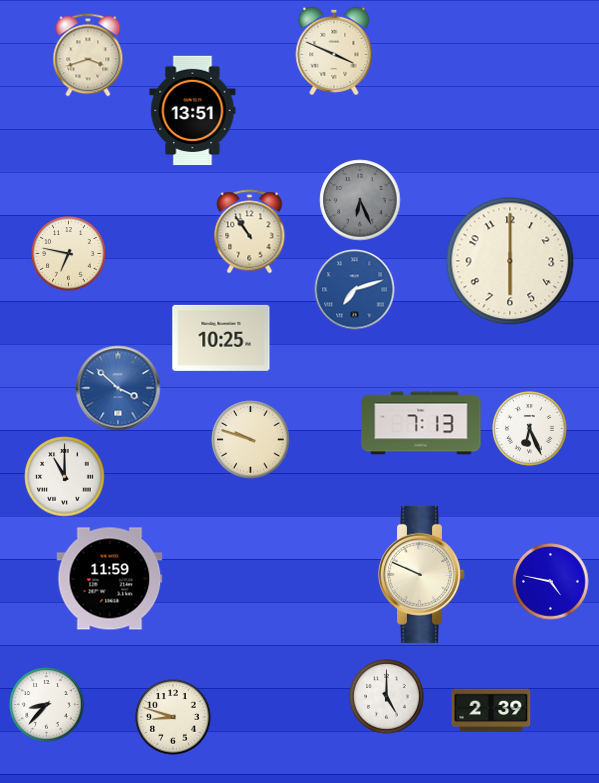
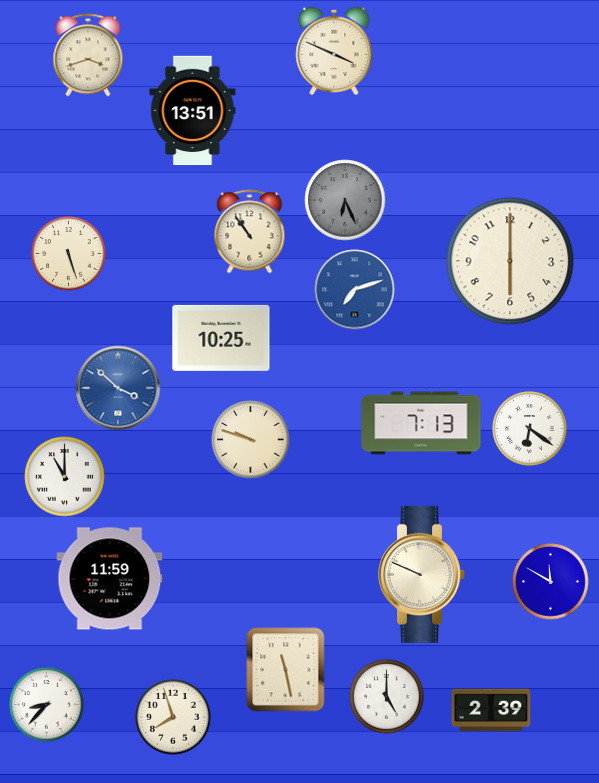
clock at (360, 200) position: (360, 200) -> (345, 200)
clock at (69, 254): 6:47 -> 5:27
clock at (530, 429): 6:26 -> 6:21
clock at (551, 582): 4:47 -> 11:50
clock at (286, 670): none -> 11:28
clock at (173, 717): 8:48 -> 7:57
